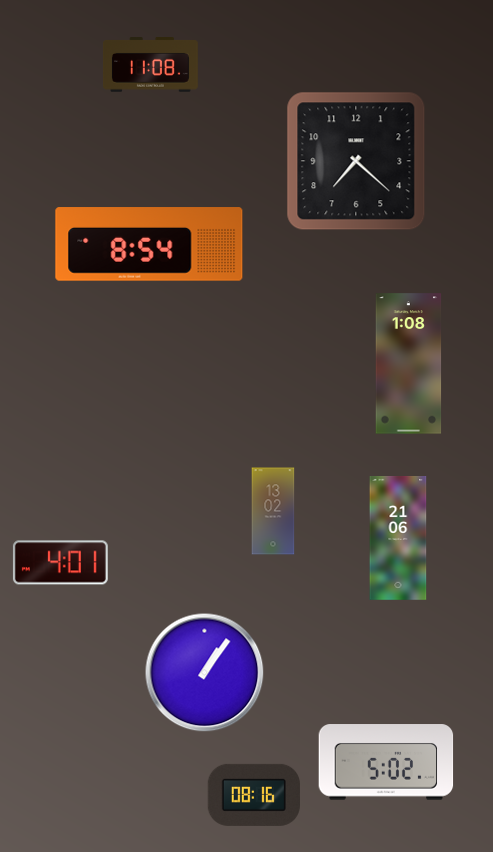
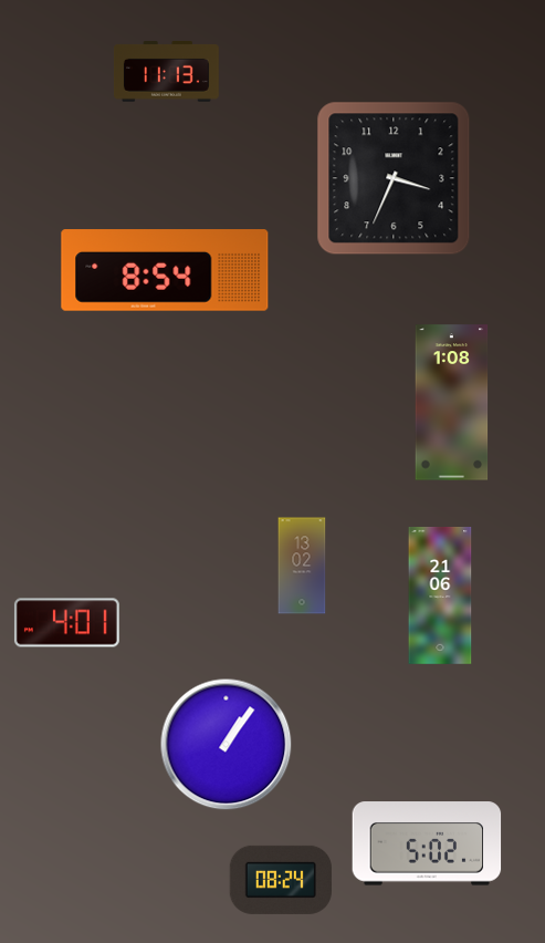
clock at (150, 65): 11:08 -> 11:13
clock at (356, 161): 7:22 -> 3:34
clock at (254, 795): 08:16 -> 08:24
